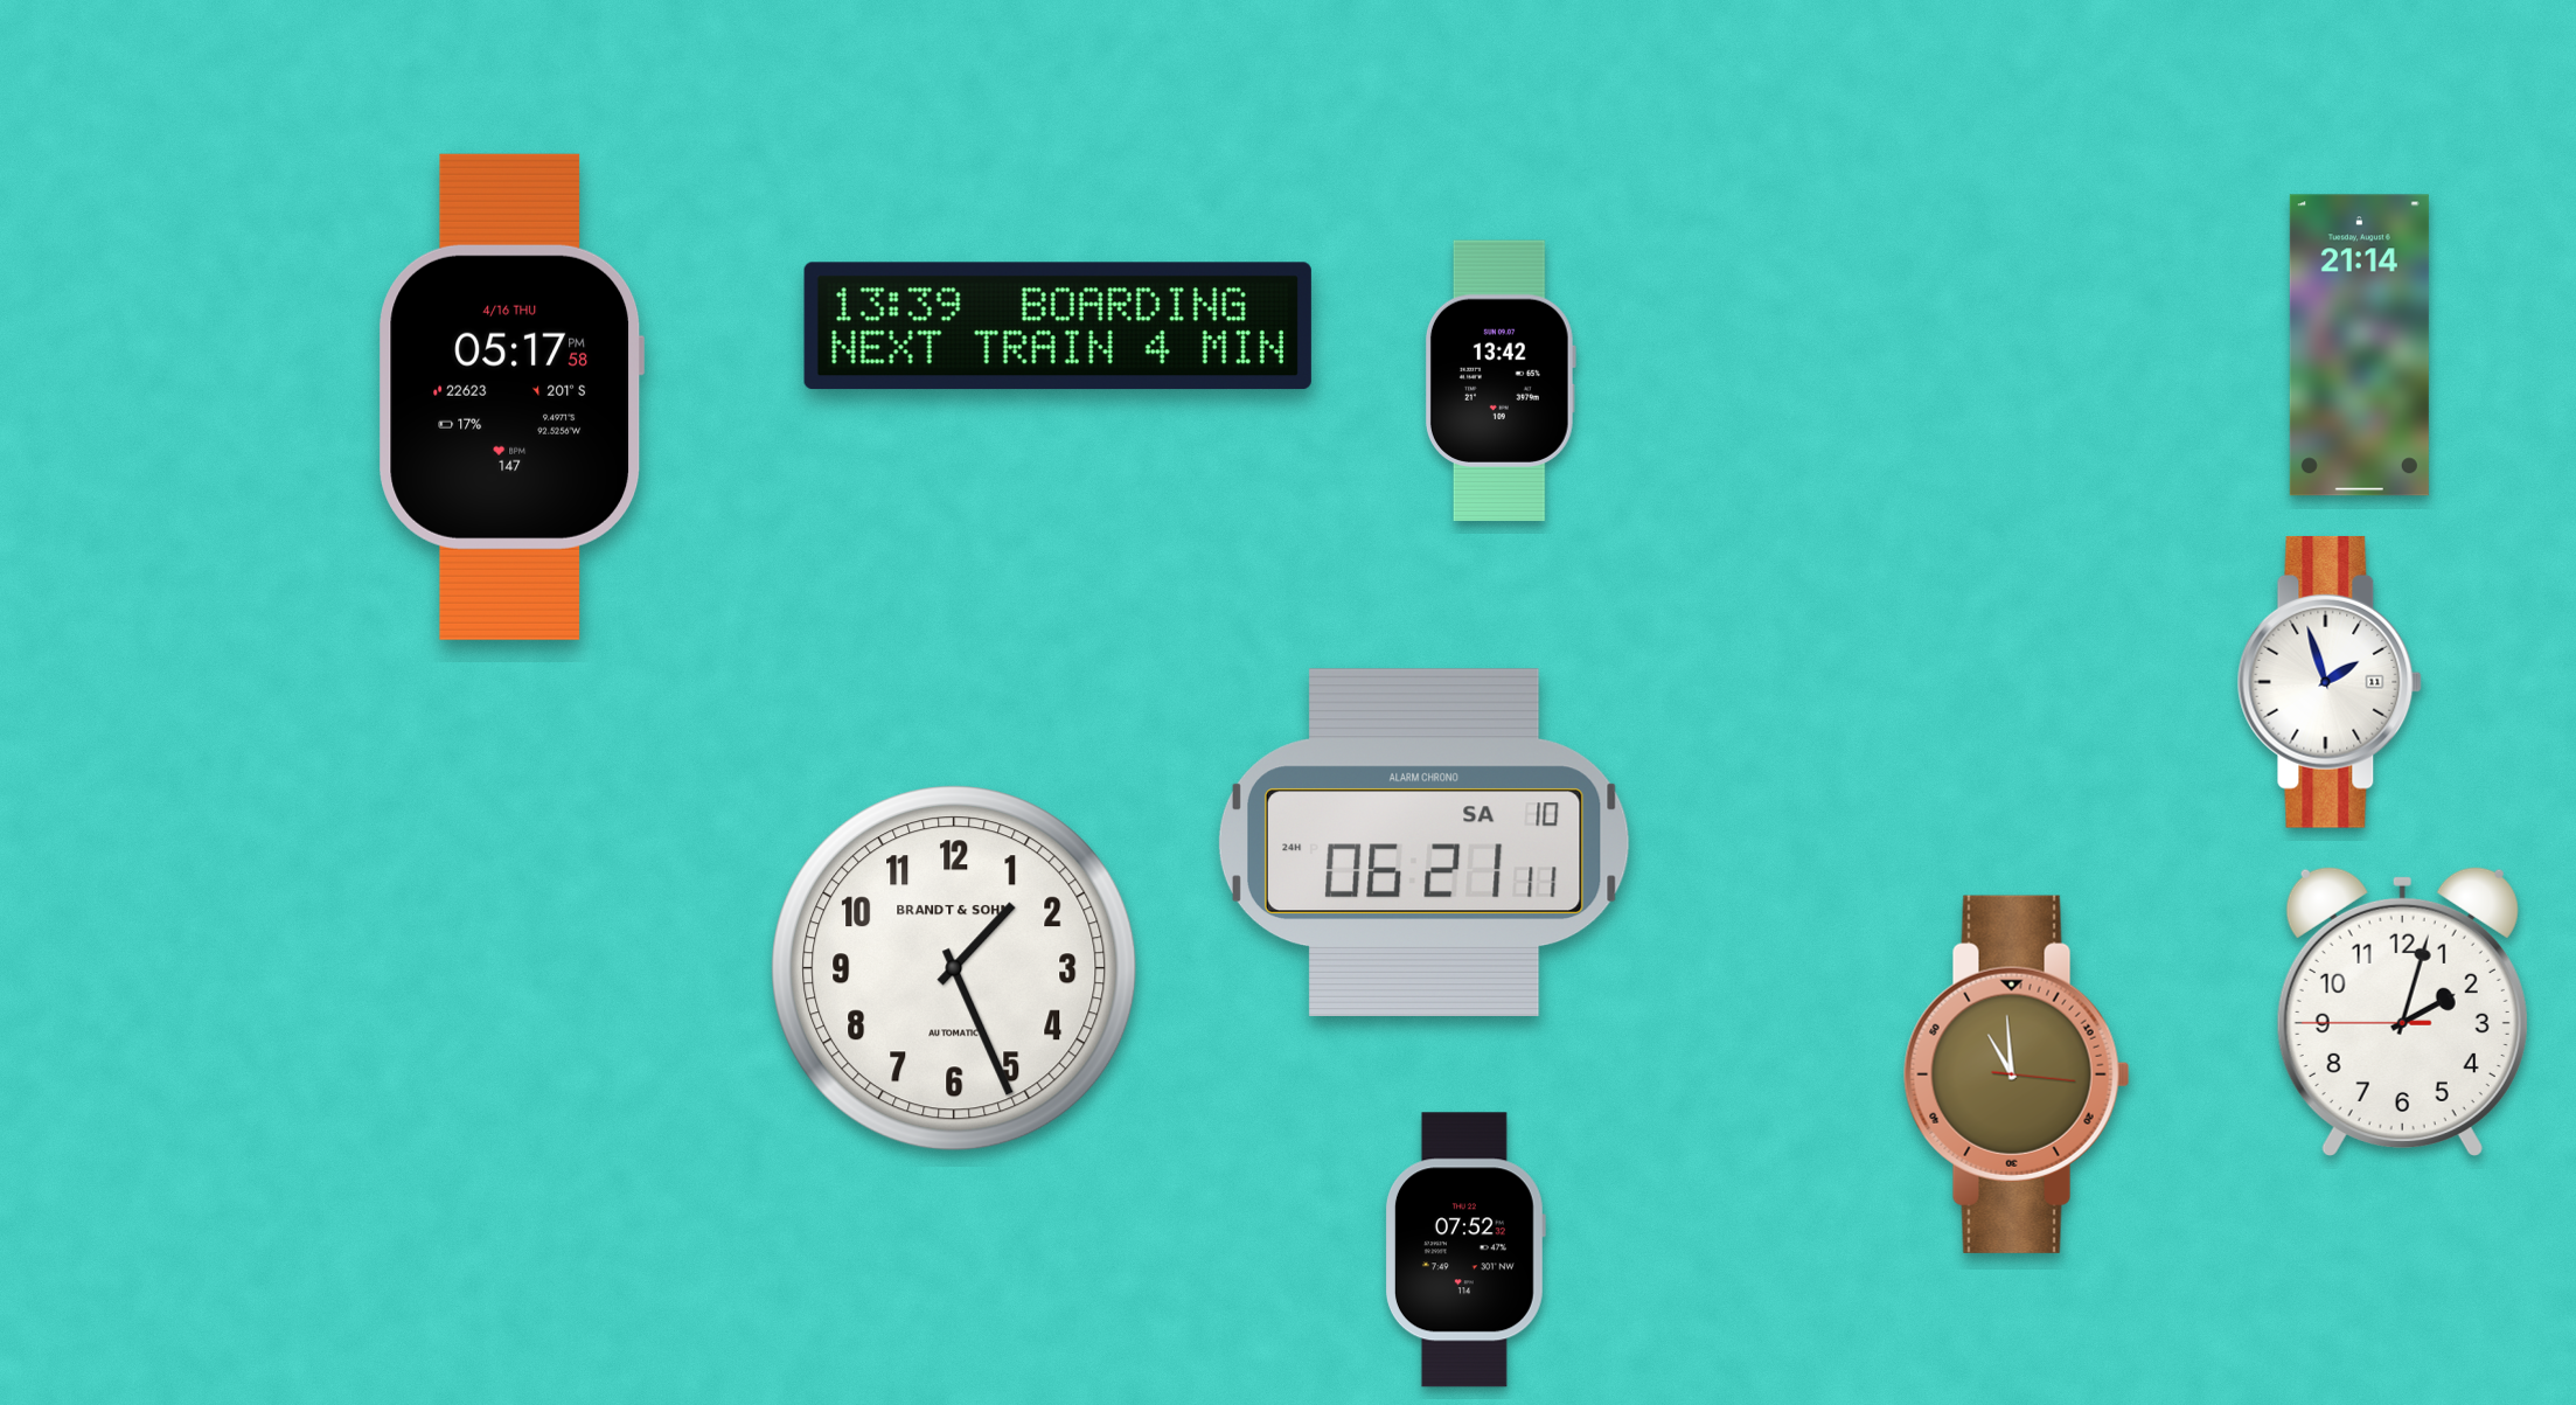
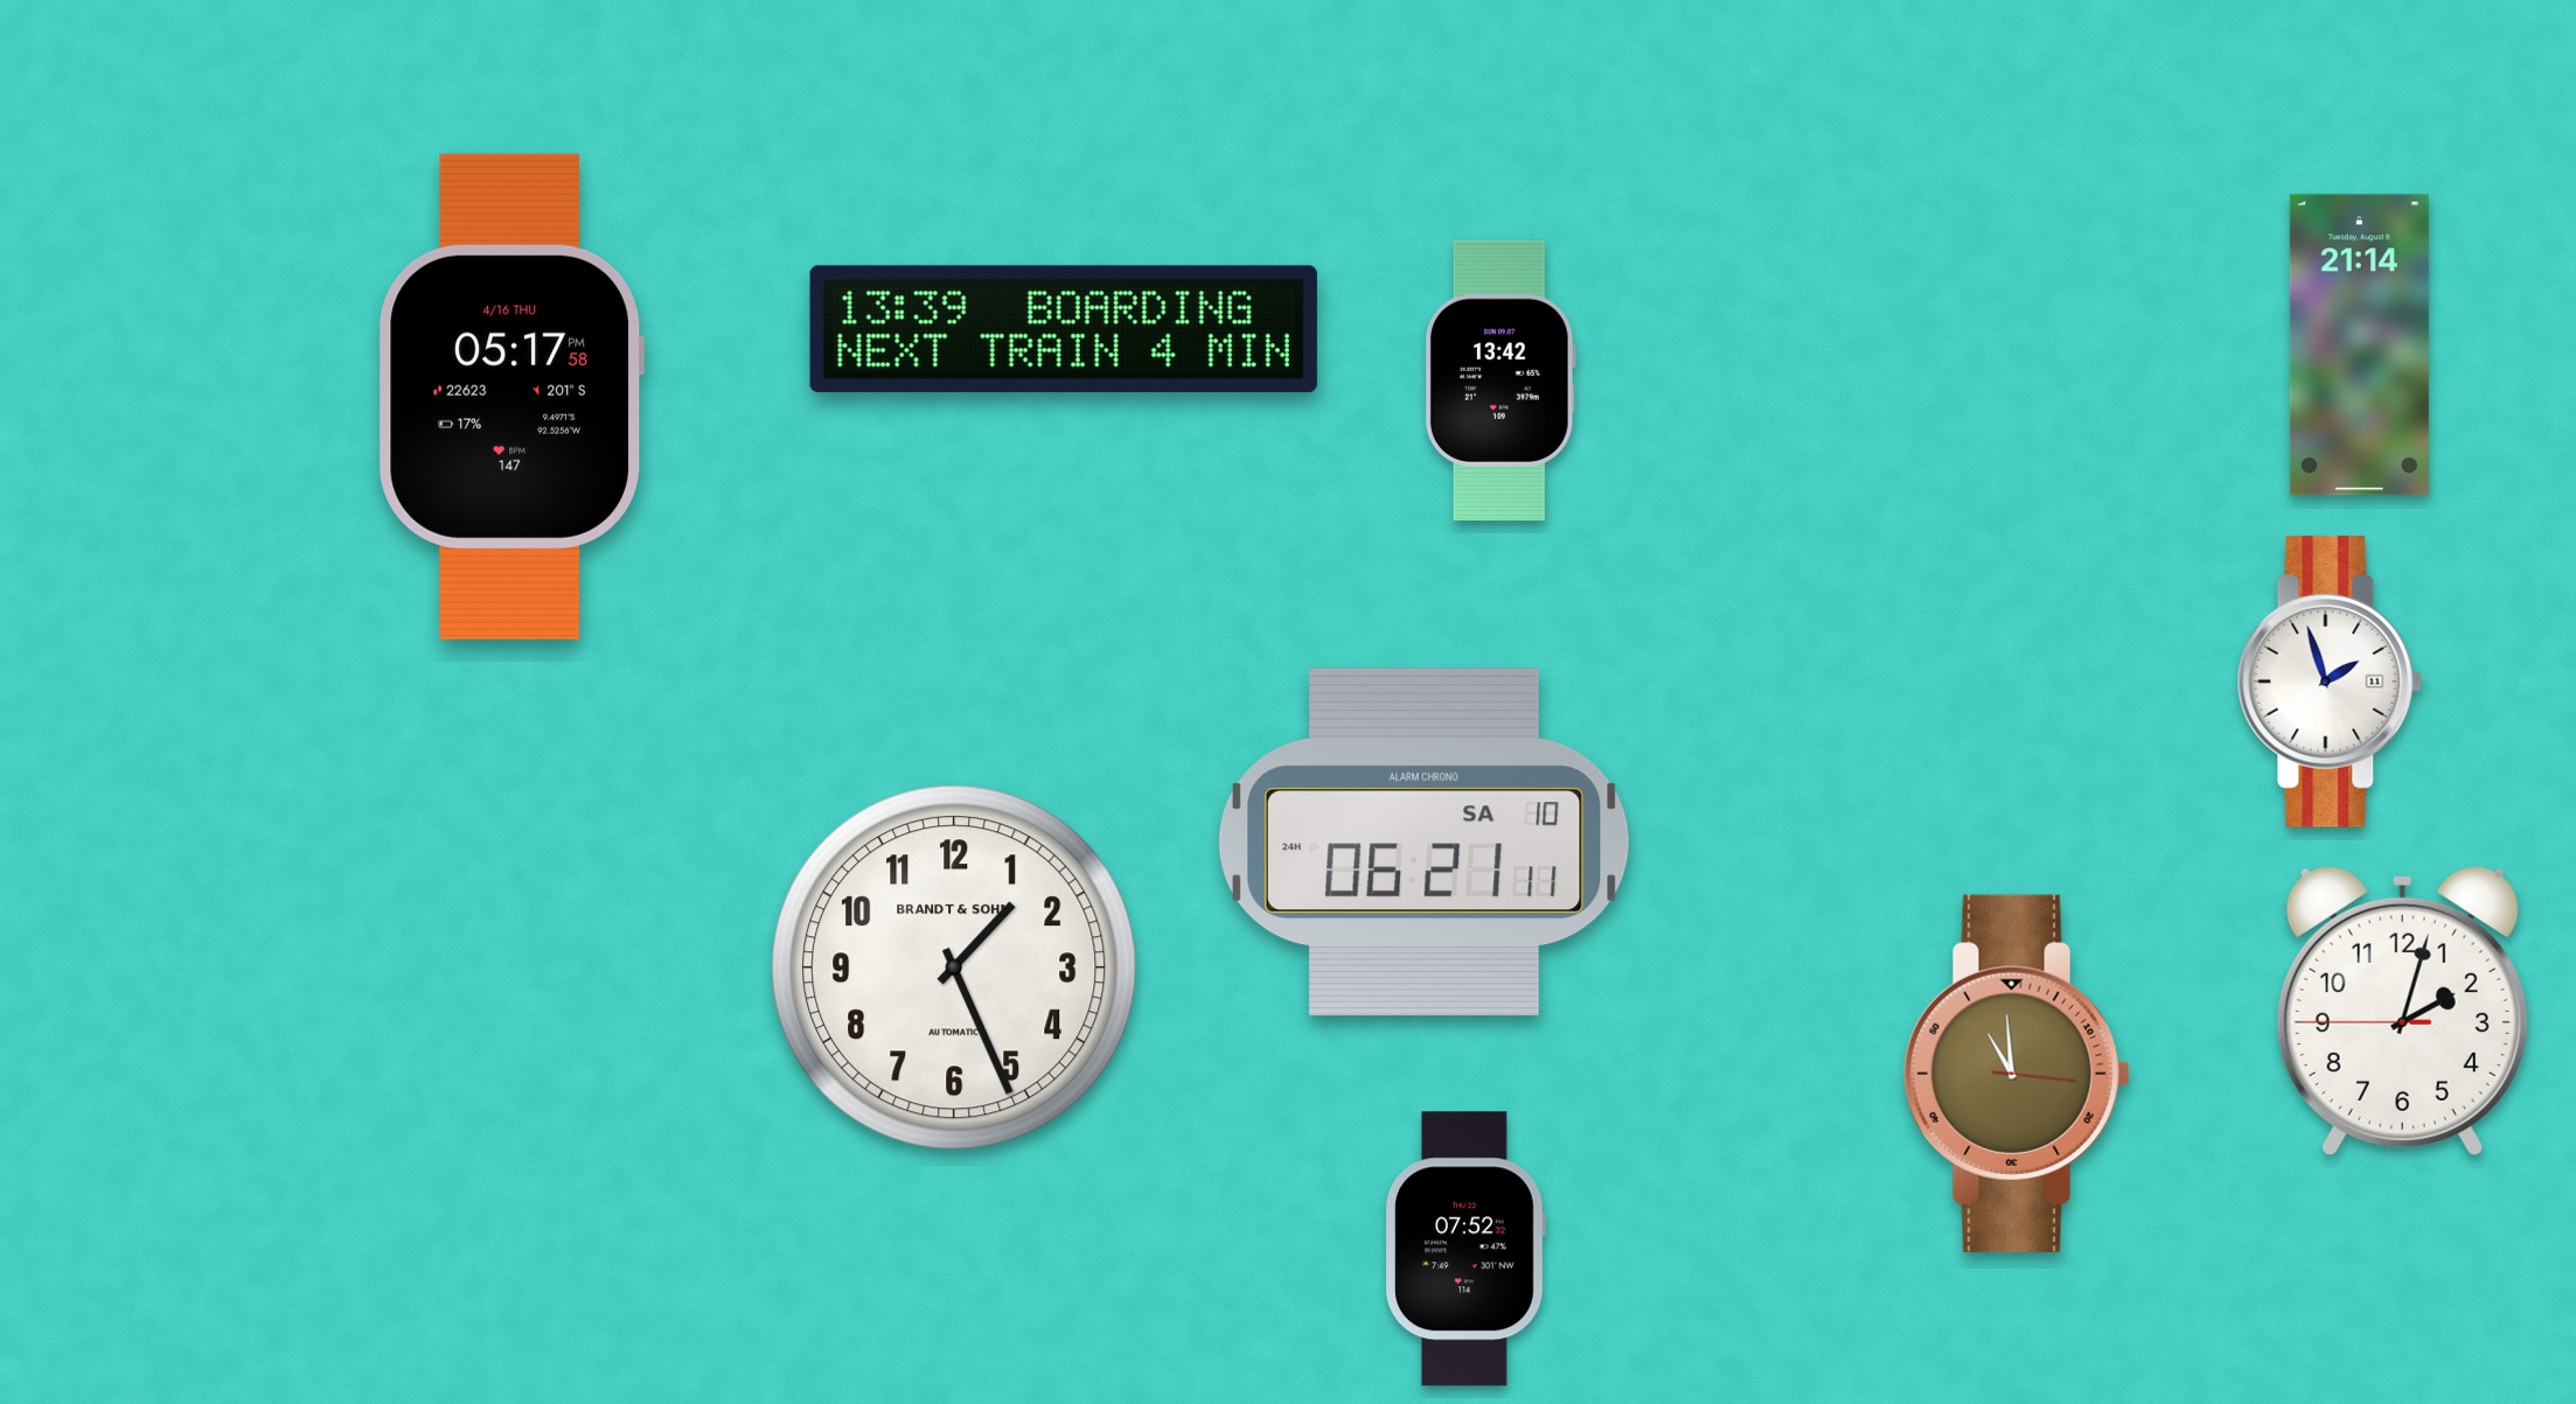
clock at (1058, 326) position: (1058, 326) -> (1064, 329)
